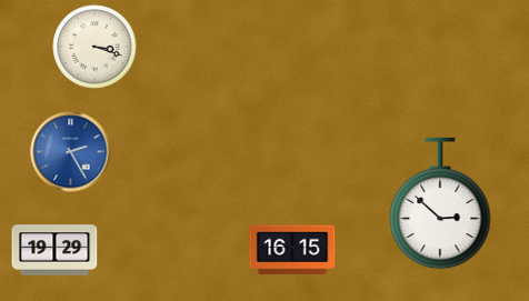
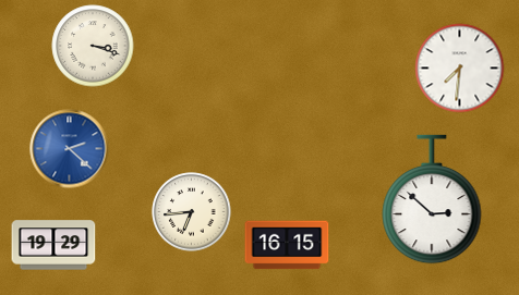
clock at (460, 69): none -> 7:31
clock at (71, 152): 2:25 -> 2:22
clock at (192, 212): none -> 6:44
